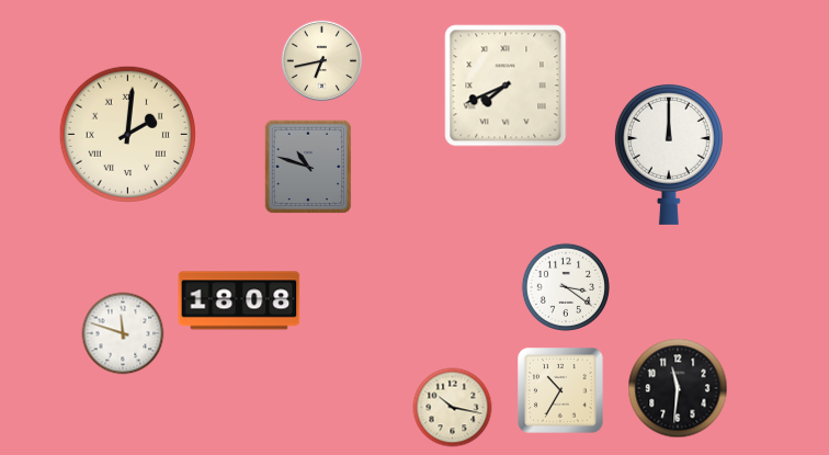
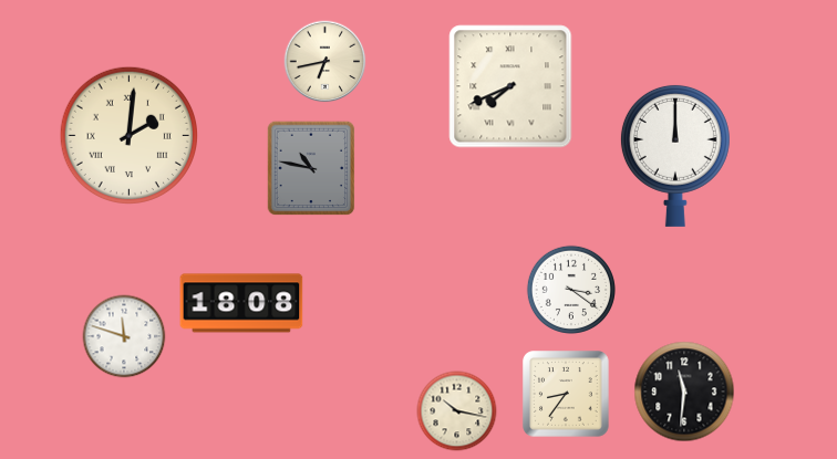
clock at (308, 167): 10:48 -> 10:47
clock at (560, 390): 10:35 -> 8:36
